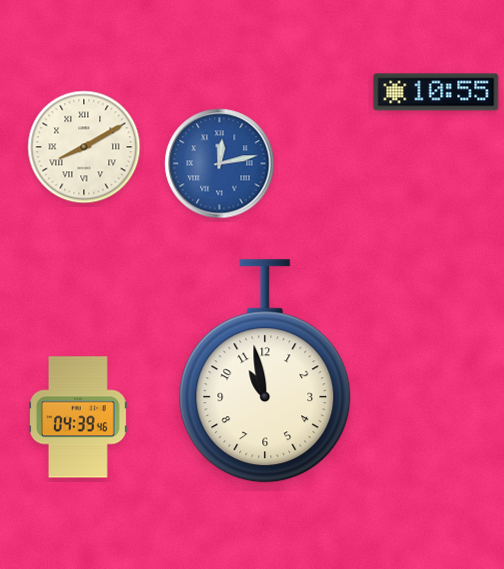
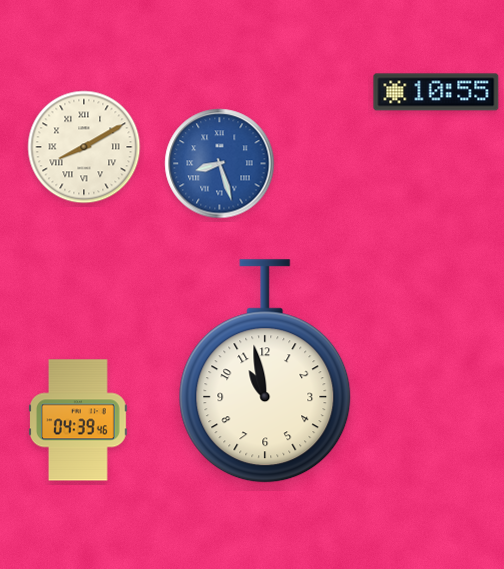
clock at (220, 164): 12:13 -> 8:27
clock at (79, 417) position: (79, 417) -> (79, 420)
